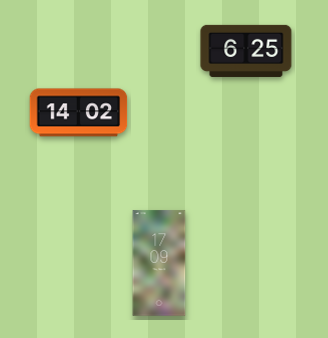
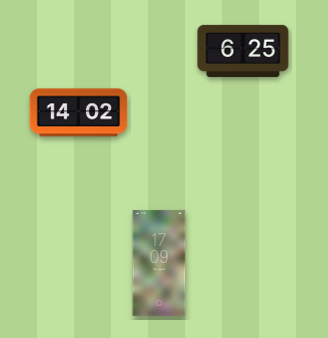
clock at (246, 51) position: (246, 51) -> (243, 51)
